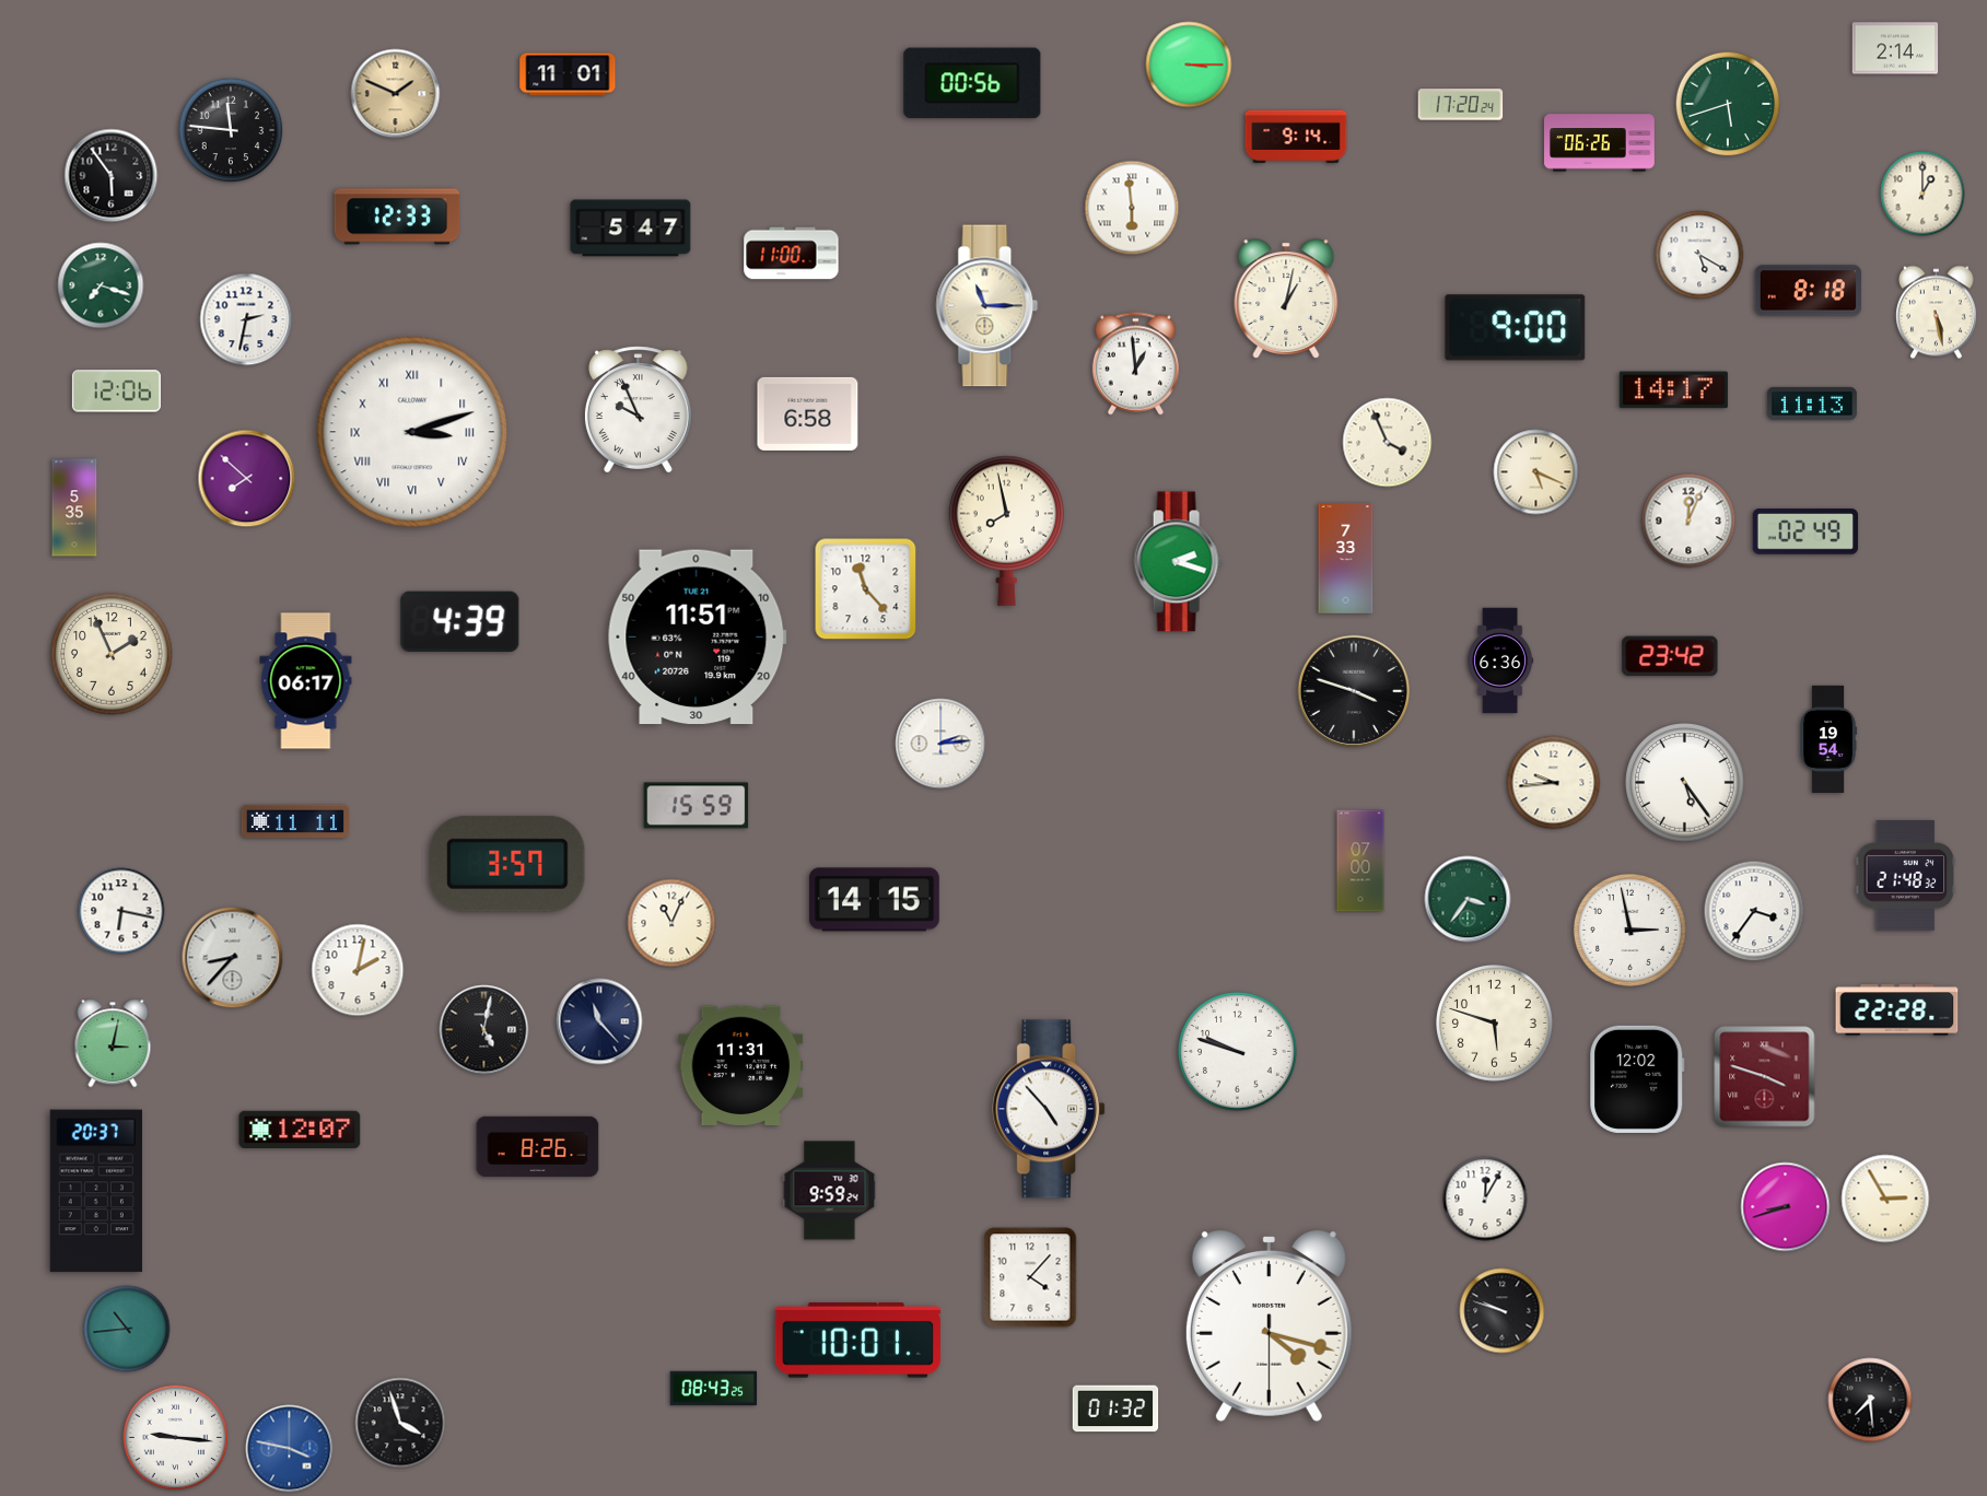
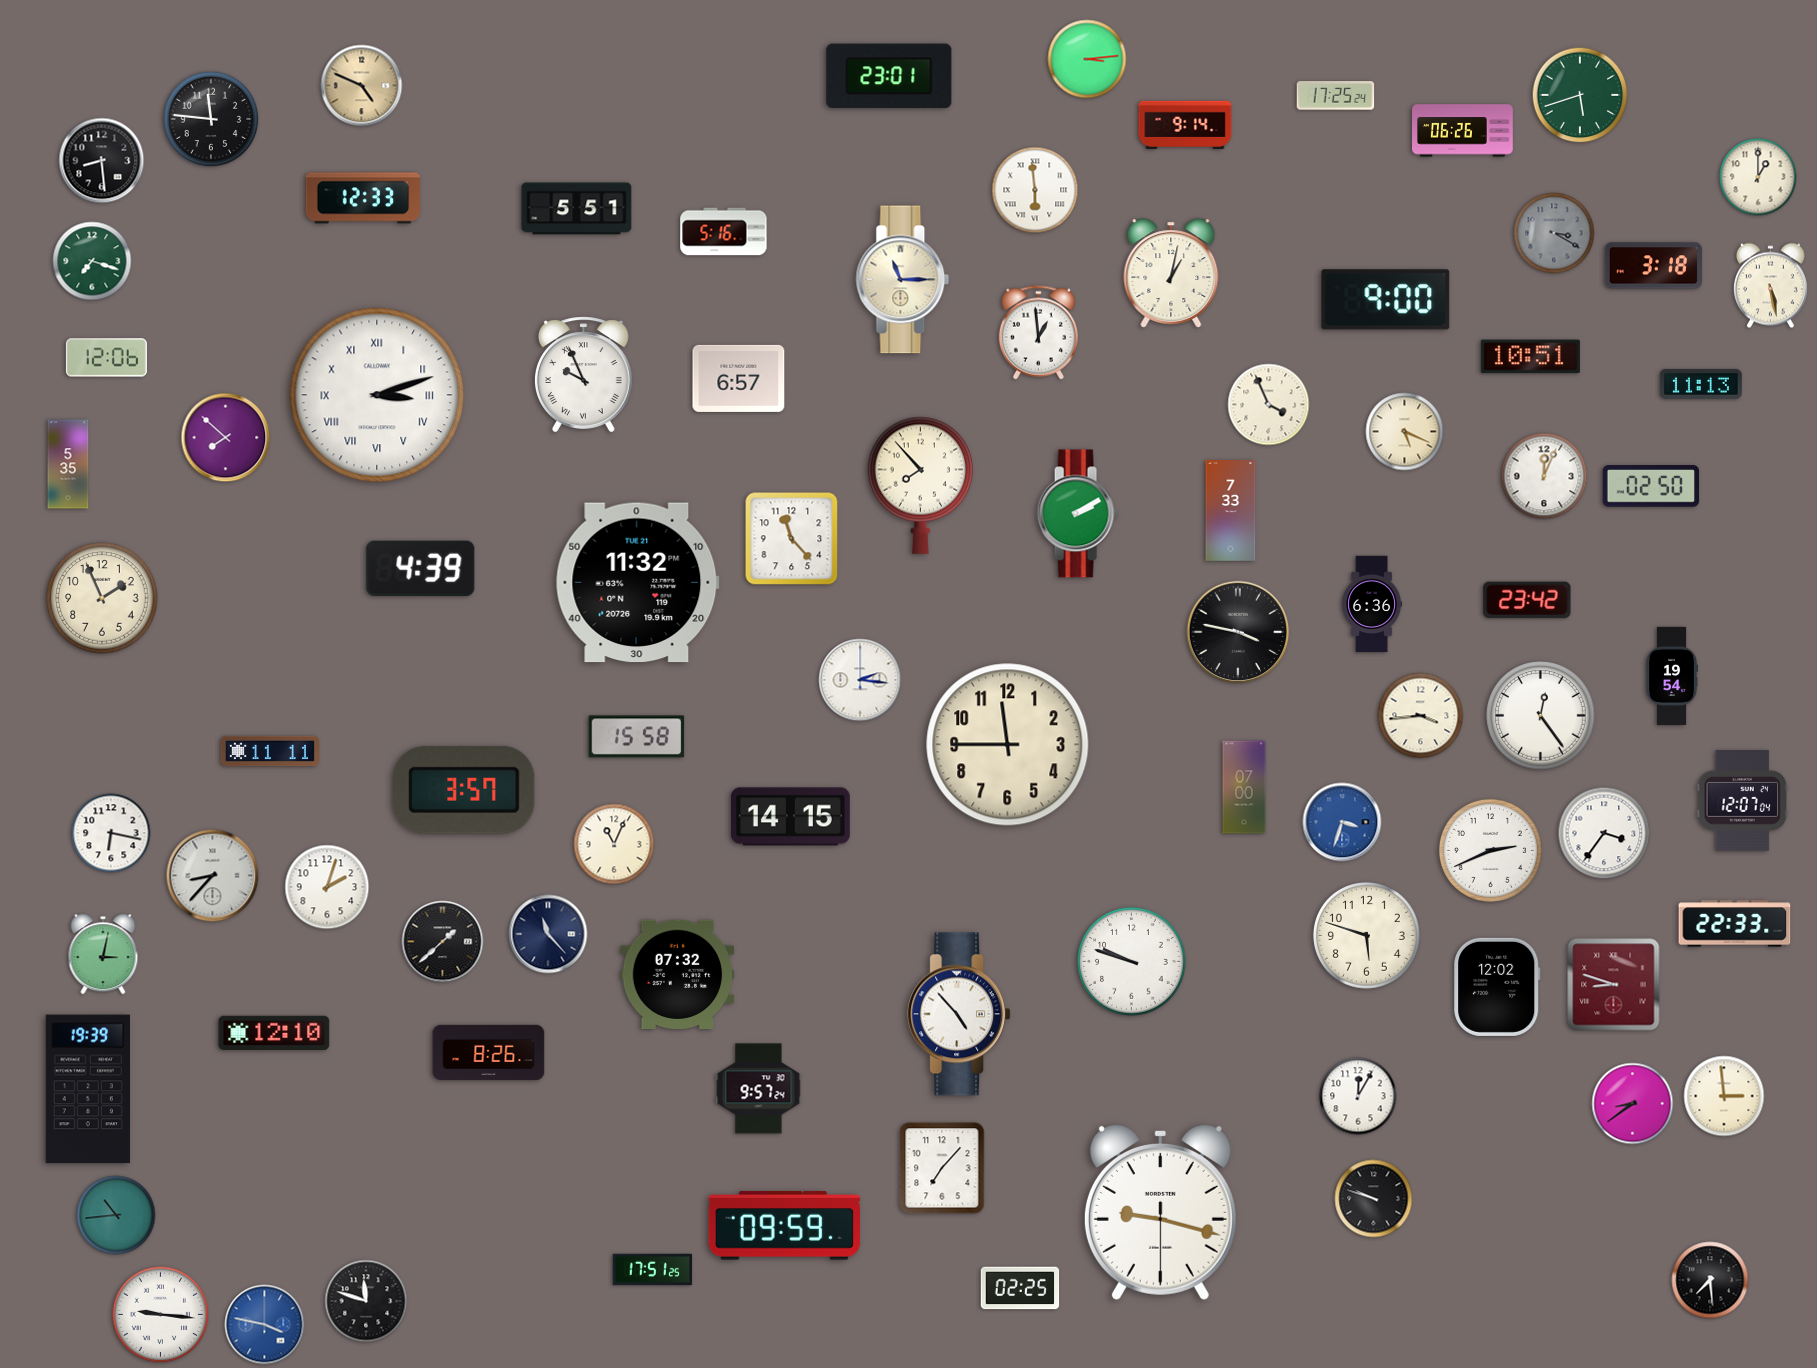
clock at (1895, 48): 2:14 -> none
clock at (1189, 65): 3:15 -> 3:14
clock at (568, 74): 11:01 -> none
clock at (972, 83): 00:56 -> 23:01
clock at (396, 94): 1:49 -> 4:49
clock at (1461, 105): 17:20 -> 17:25
clock at (112, 176): 5:54 -> 8:29
clock at (631, 229): 5:47 -> 5:51
clock at (792, 254): 11:00 -> 5:16
clock at (1699, 255): 5:20 -> 3:20
clock at (1699, 255) dial: white -> grey
clock at (1809, 291): 8:18 -> 3:18
clock at (1286, 299) position: (1286, 299) -> (1171, 273)
clock at (246, 319): 2:32 -> none
clock at (1673, 390): 14:17 -> 10:51
clock at (1812, 404) position: (1812, 404) -> (1701, 384)
clock at (808, 413): 6:58 -> 6:57
clock at (1006, 530): 7:58 -> 7:53
clock at (1805, 531): 02:49 -> 02:50
clock at (1178, 562): 2:18 -> 2:10
clock at (697, 638): 11:51 -> 11:32
clock at (306, 681): 06:17 -> none
clock at (1354, 691): 3:48 -> 3:47
clock at (940, 744): 2:14 -> 2:16
clock at (1554, 783): 9:44 -> 3:44
clock at (1685, 783): 5:24 -> 12:24
clock at (697, 806): 15:59 -> 15:58
clock at (1008, 745): none -> 11:45
clock at (1906, 875): 21:48 -> 12:07
clock at (1468, 899): 3:36 -> 3:33
clock at (1468, 899) dial: green -> blue
clock at (874, 900) position: (874, 900) -> (790, 817)
clock at (1629, 930): 2:58 -> 2:41
clock at (358, 970): 2:02 -> 2:03
clock at (1897, 1010): 22:28 -> 22:33
clock at (484, 1030): 5:02 -> 1:38
clock at (741, 1065): 11:31 -> 07:32
clock at (1765, 1077): 3:48 -> 8:48
clock at (300, 1130): 12:07 -> 12:10
clock at (538, 1147) position: (538, 1147) -> (489, 1053)
clock at (96, 1191): 20:37 -> 19:39
clock at (830, 1191): 9:59 -> 9:57
clock at (1885, 1199): 2:55 -> 2:59
clock at (1786, 1207): 8:42 -> 8:39
clock at (1030, 1277): 4:07 -> 7:07
clock at (1269, 1325): 4:17 -> 9:17
clock at (857, 1341): 10:01 -> 09:59
clock at (714, 1389): 08:43 -> 17:51
clock at (1115, 1409): 01:32 -> 02:25
clock at (400, 1423): 3:57 -> 11:48
